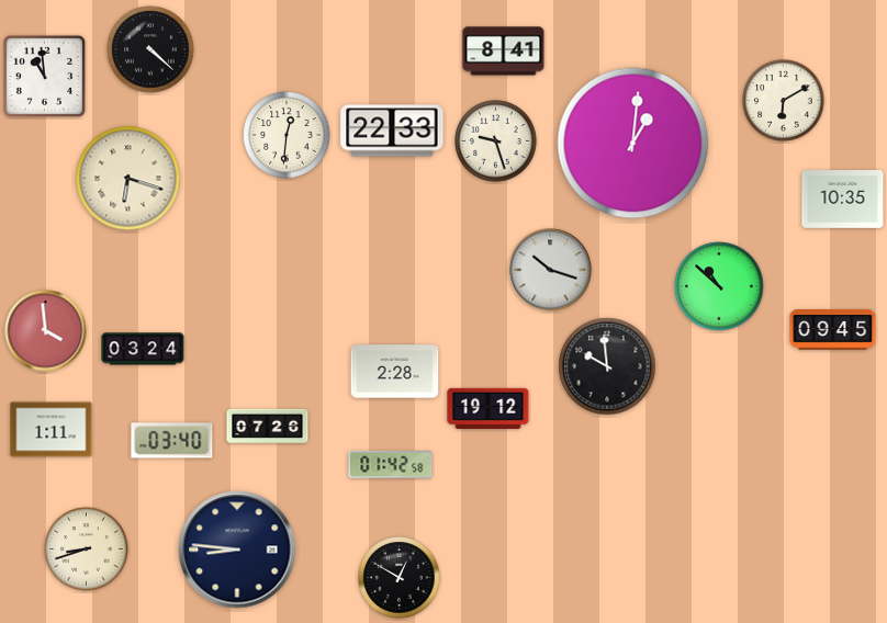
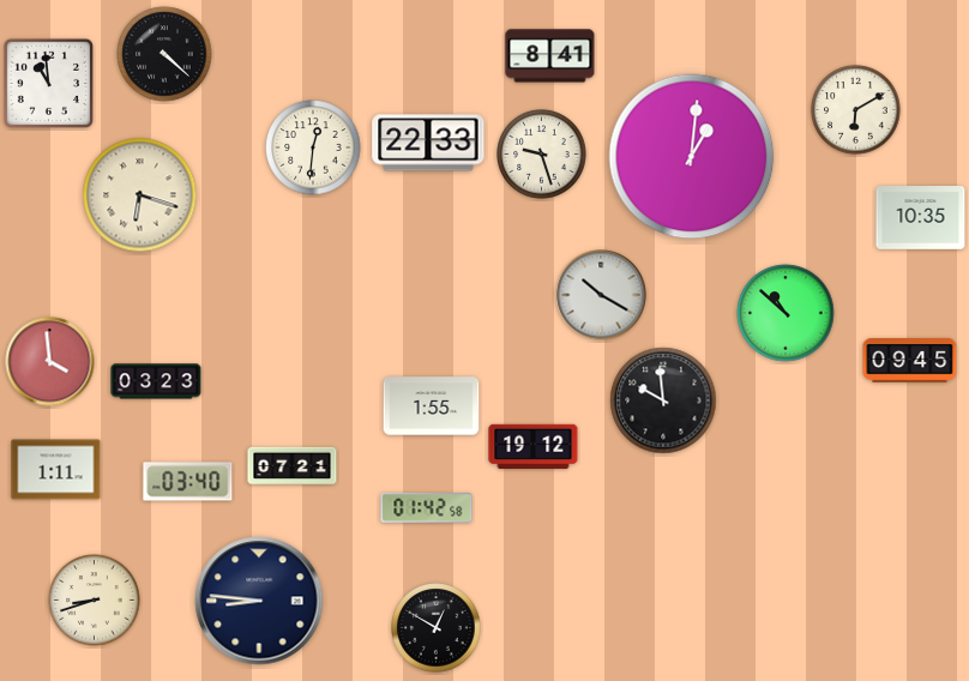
clock at (550, 270): 10:18 -> 10:20
clock at (143, 349): 03:24 -> 03:23
clock at (395, 372): 2:28 -> 1:55
clock at (268, 426): 07:26 -> 07:21
clock at (400, 578) position: (400, 578) -> (437, 628)
